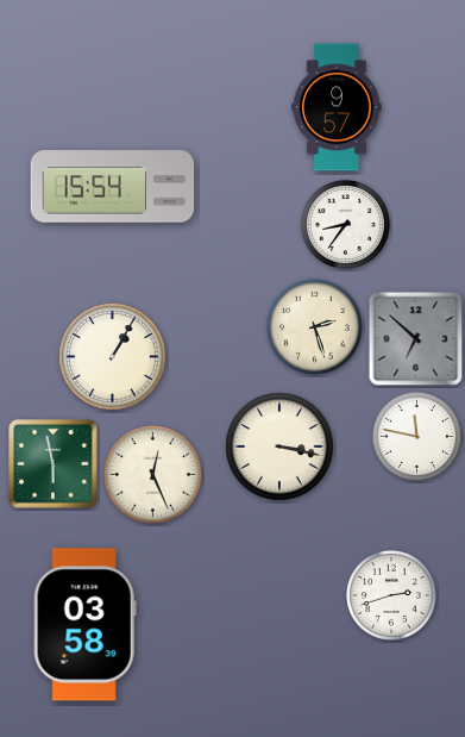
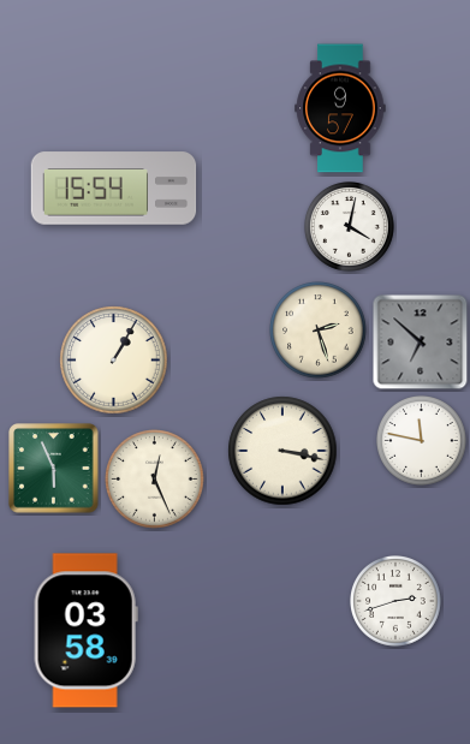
clock at (346, 225): 8:36 -> 4:02
clock at (54, 464): 5:58 -> 5:56
